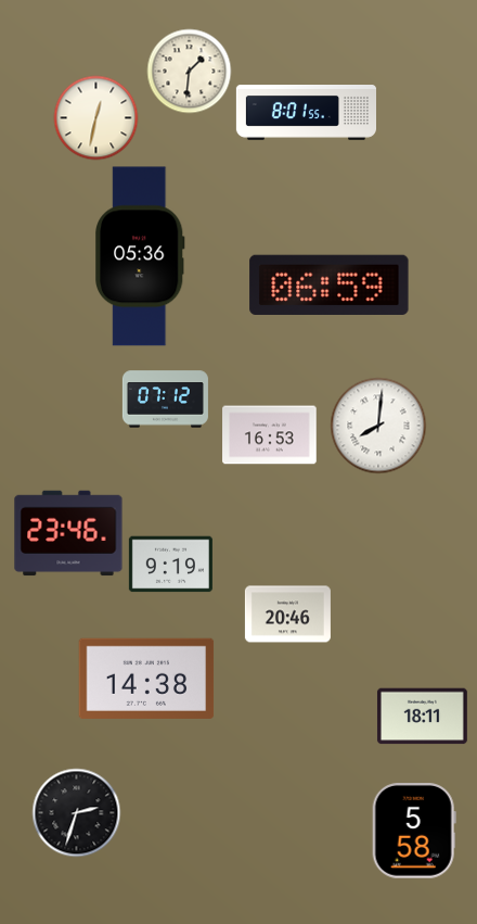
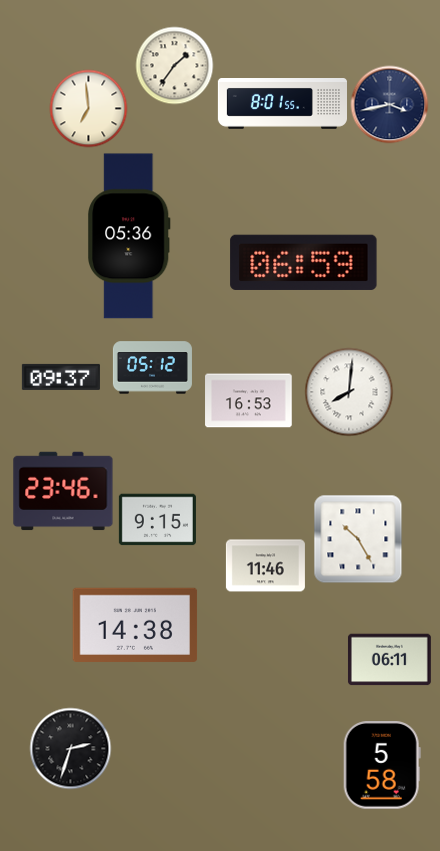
clock at (189, 71): 1:31 -> 1:36
clock at (389, 104): none -> 3:43
clock at (95, 117): 12:32 -> 6:59
clock at (165, 400): 07:12 -> 05:12
clock at (61, 377): none -> 09:37
clock at (170, 565): 9:19 -> 9:15
clock at (358, 539): none -> 10:25
clock at (287, 615): 20:46 -> 11:46
clock at (422, 717): 18:11 -> 06:11
